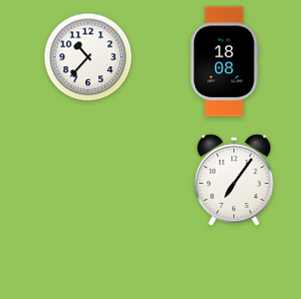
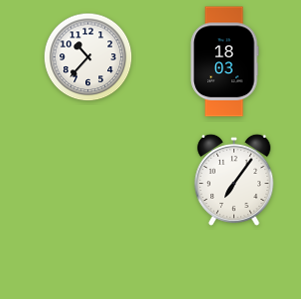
clock at (224, 62): 18:08 -> 18:03
